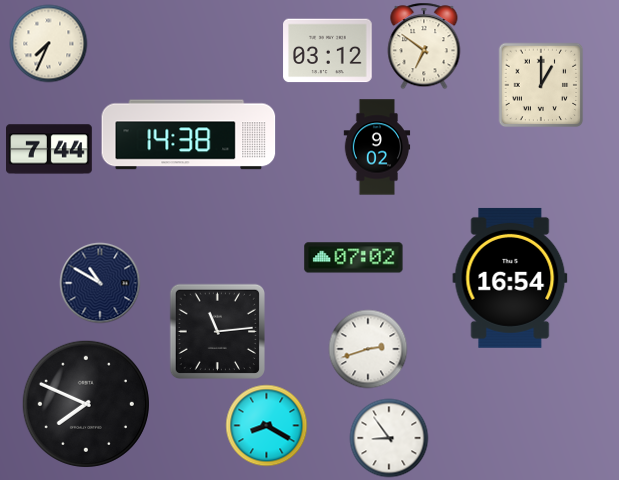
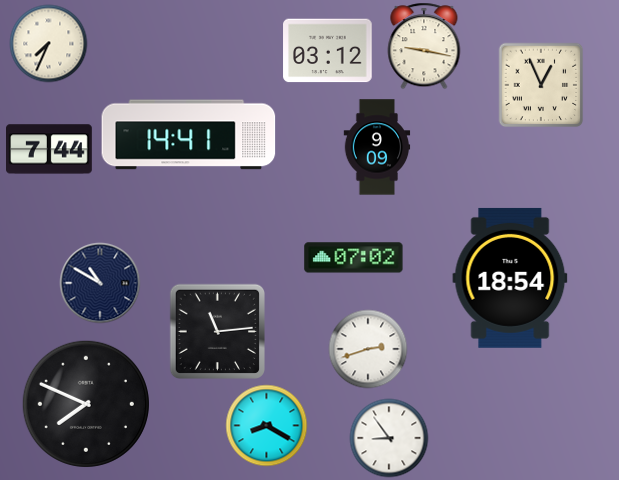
clock at (424, 46): 6:51 -> 9:17
clock at (541, 85): 1:00 -> 12:56
clock at (189, 135): 14:38 -> 14:41
clock at (377, 147): 9:02 -> 9:09
clock at (510, 278): 16:54 -> 18:54
